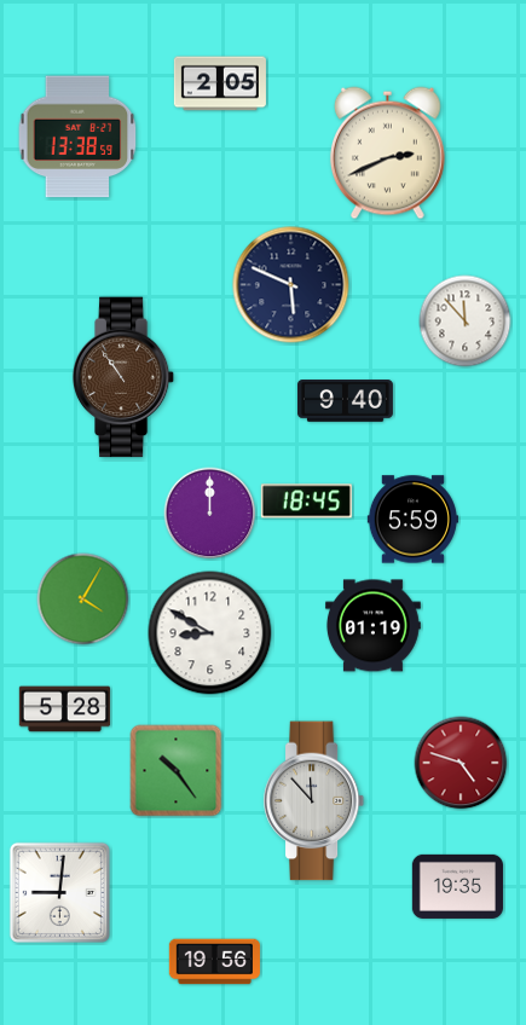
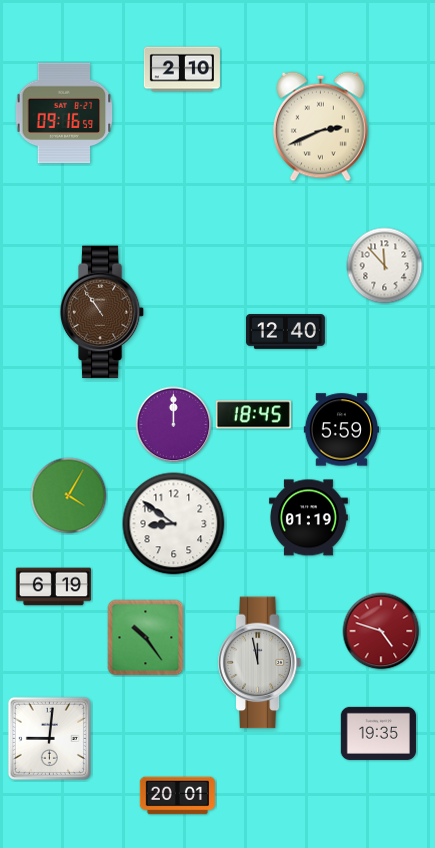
clock at (220, 83): 2:05 -> 2:10
clock at (77, 137): 13:38 -> 09:16
clock at (291, 285): 5:49 -> none
clock at (345, 401): 9:40 -> 12:40
clock at (210, 633): 8:50 -> 8:51
clock at (64, 710): 5:28 -> 6:19
clock at (314, 801): 11:53 -> 11:58
clock at (214, 962): 19:56 -> 20:01
